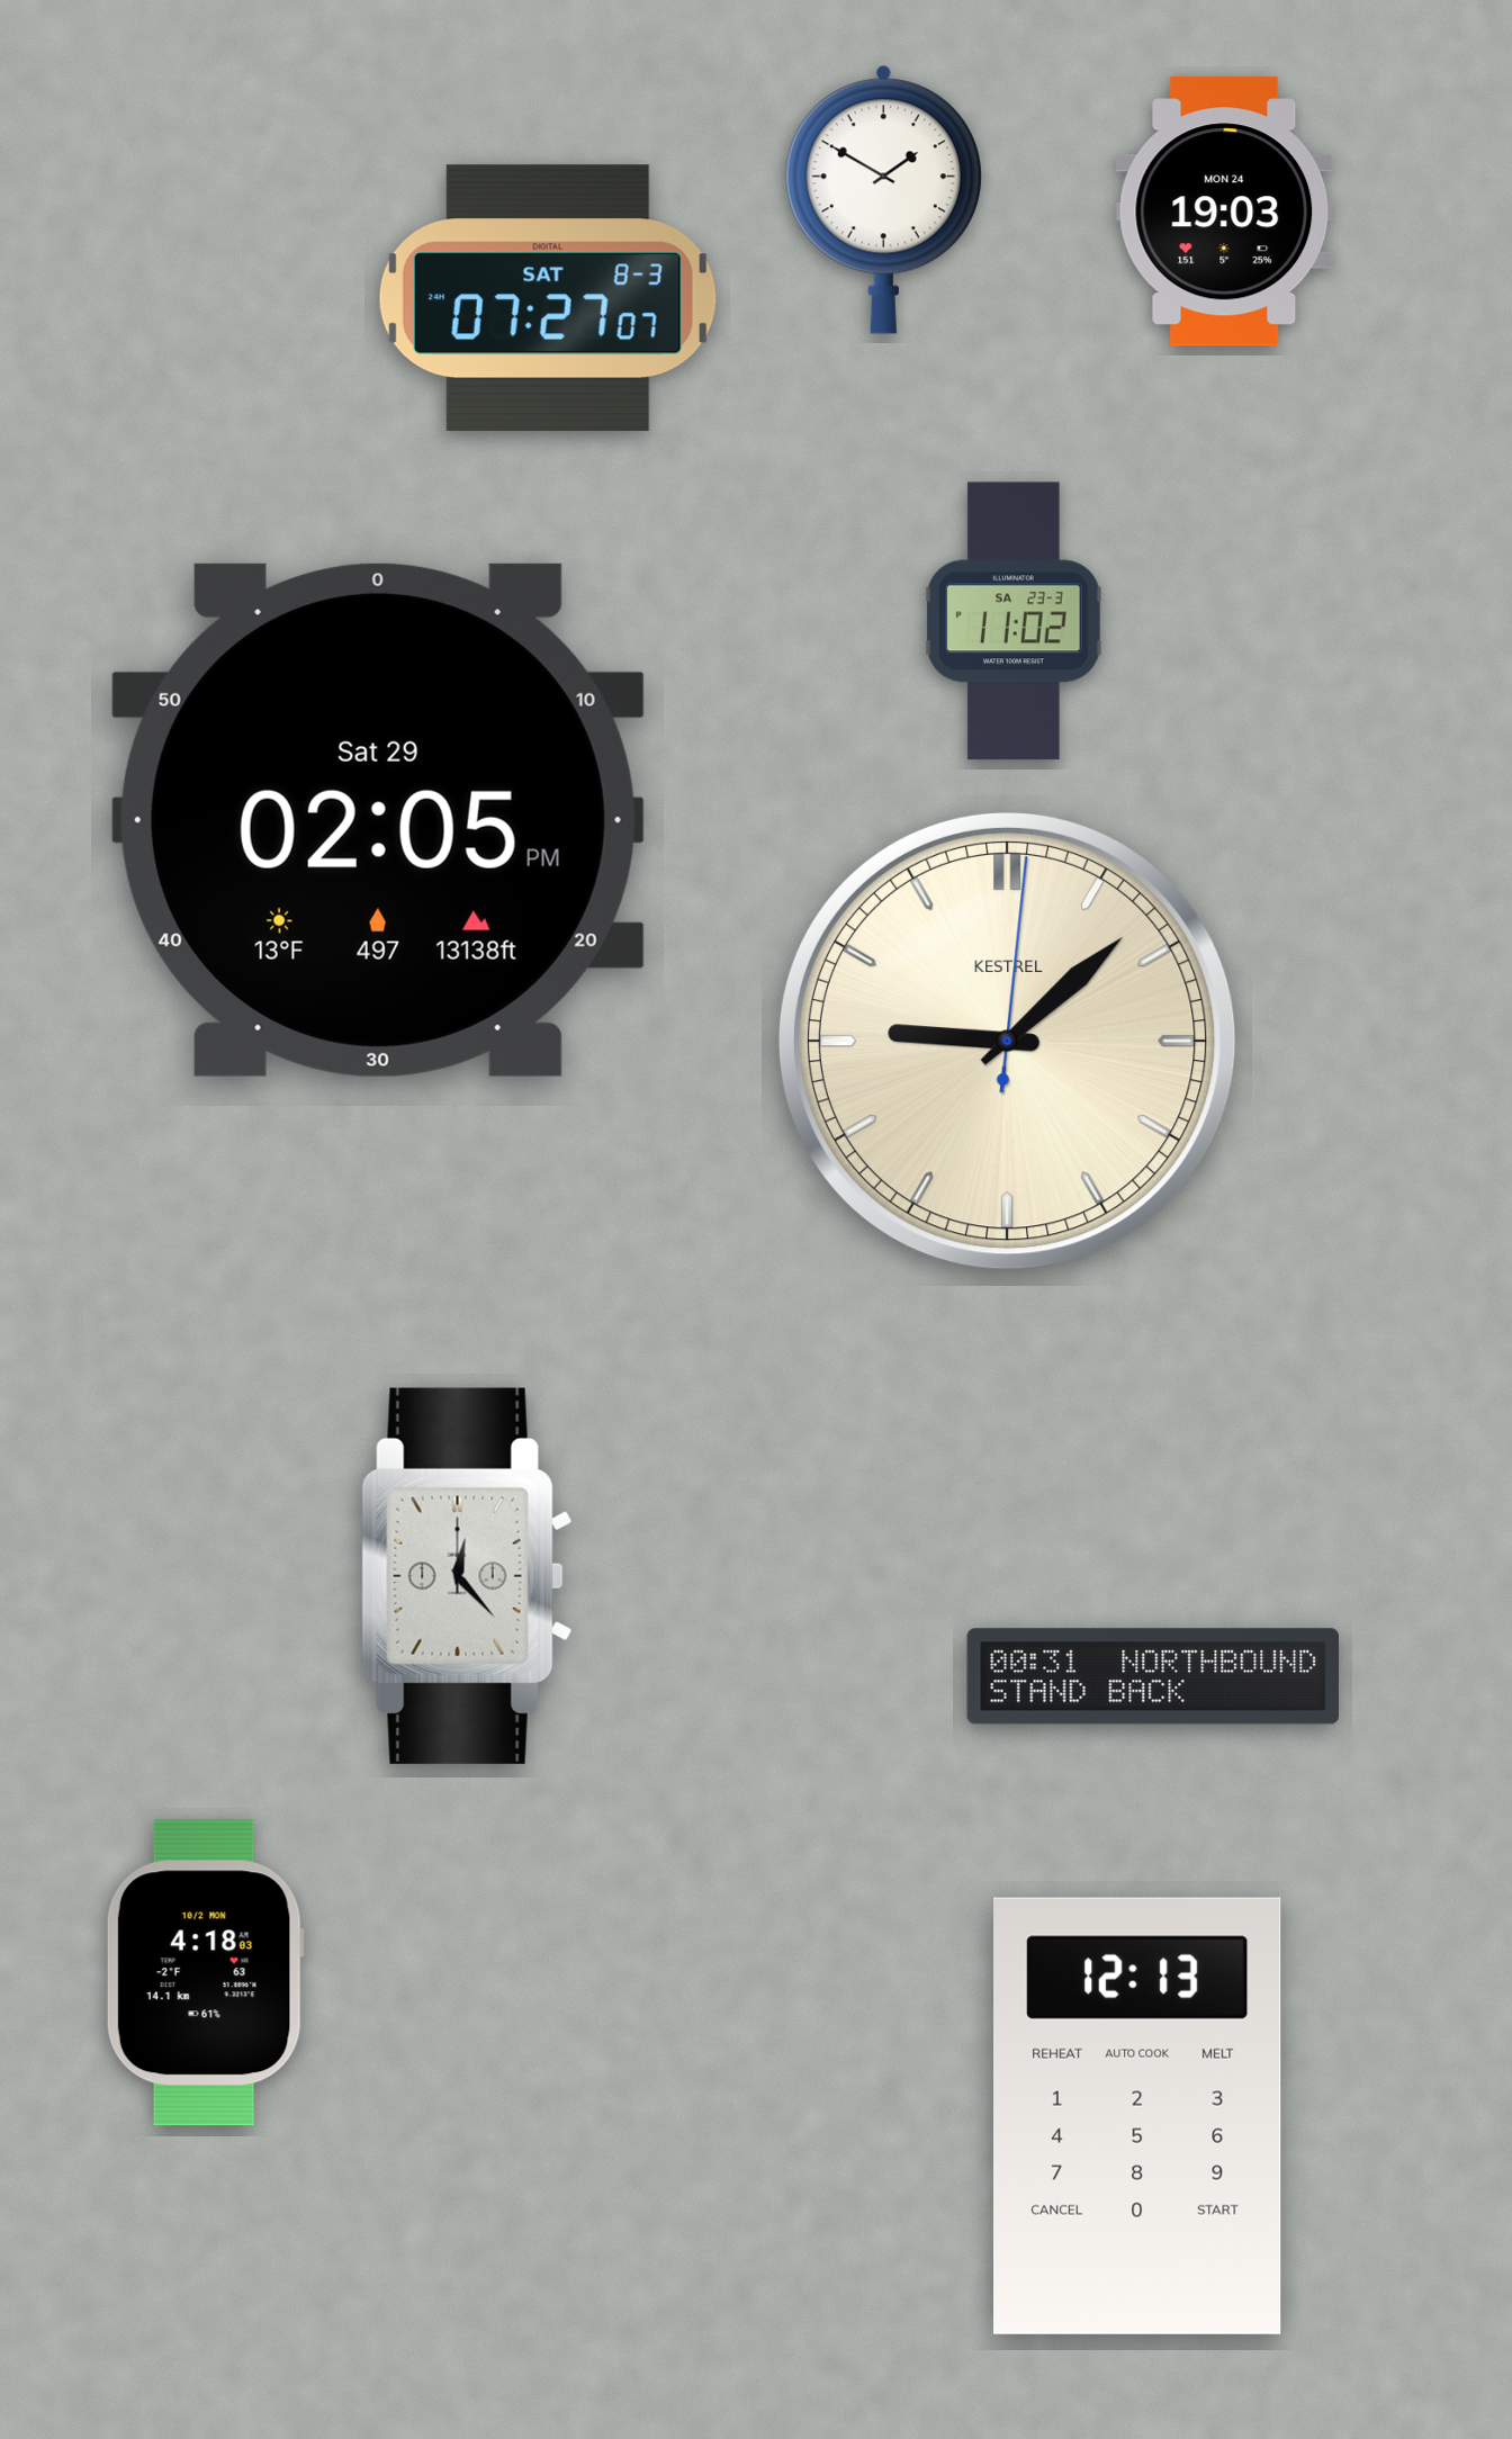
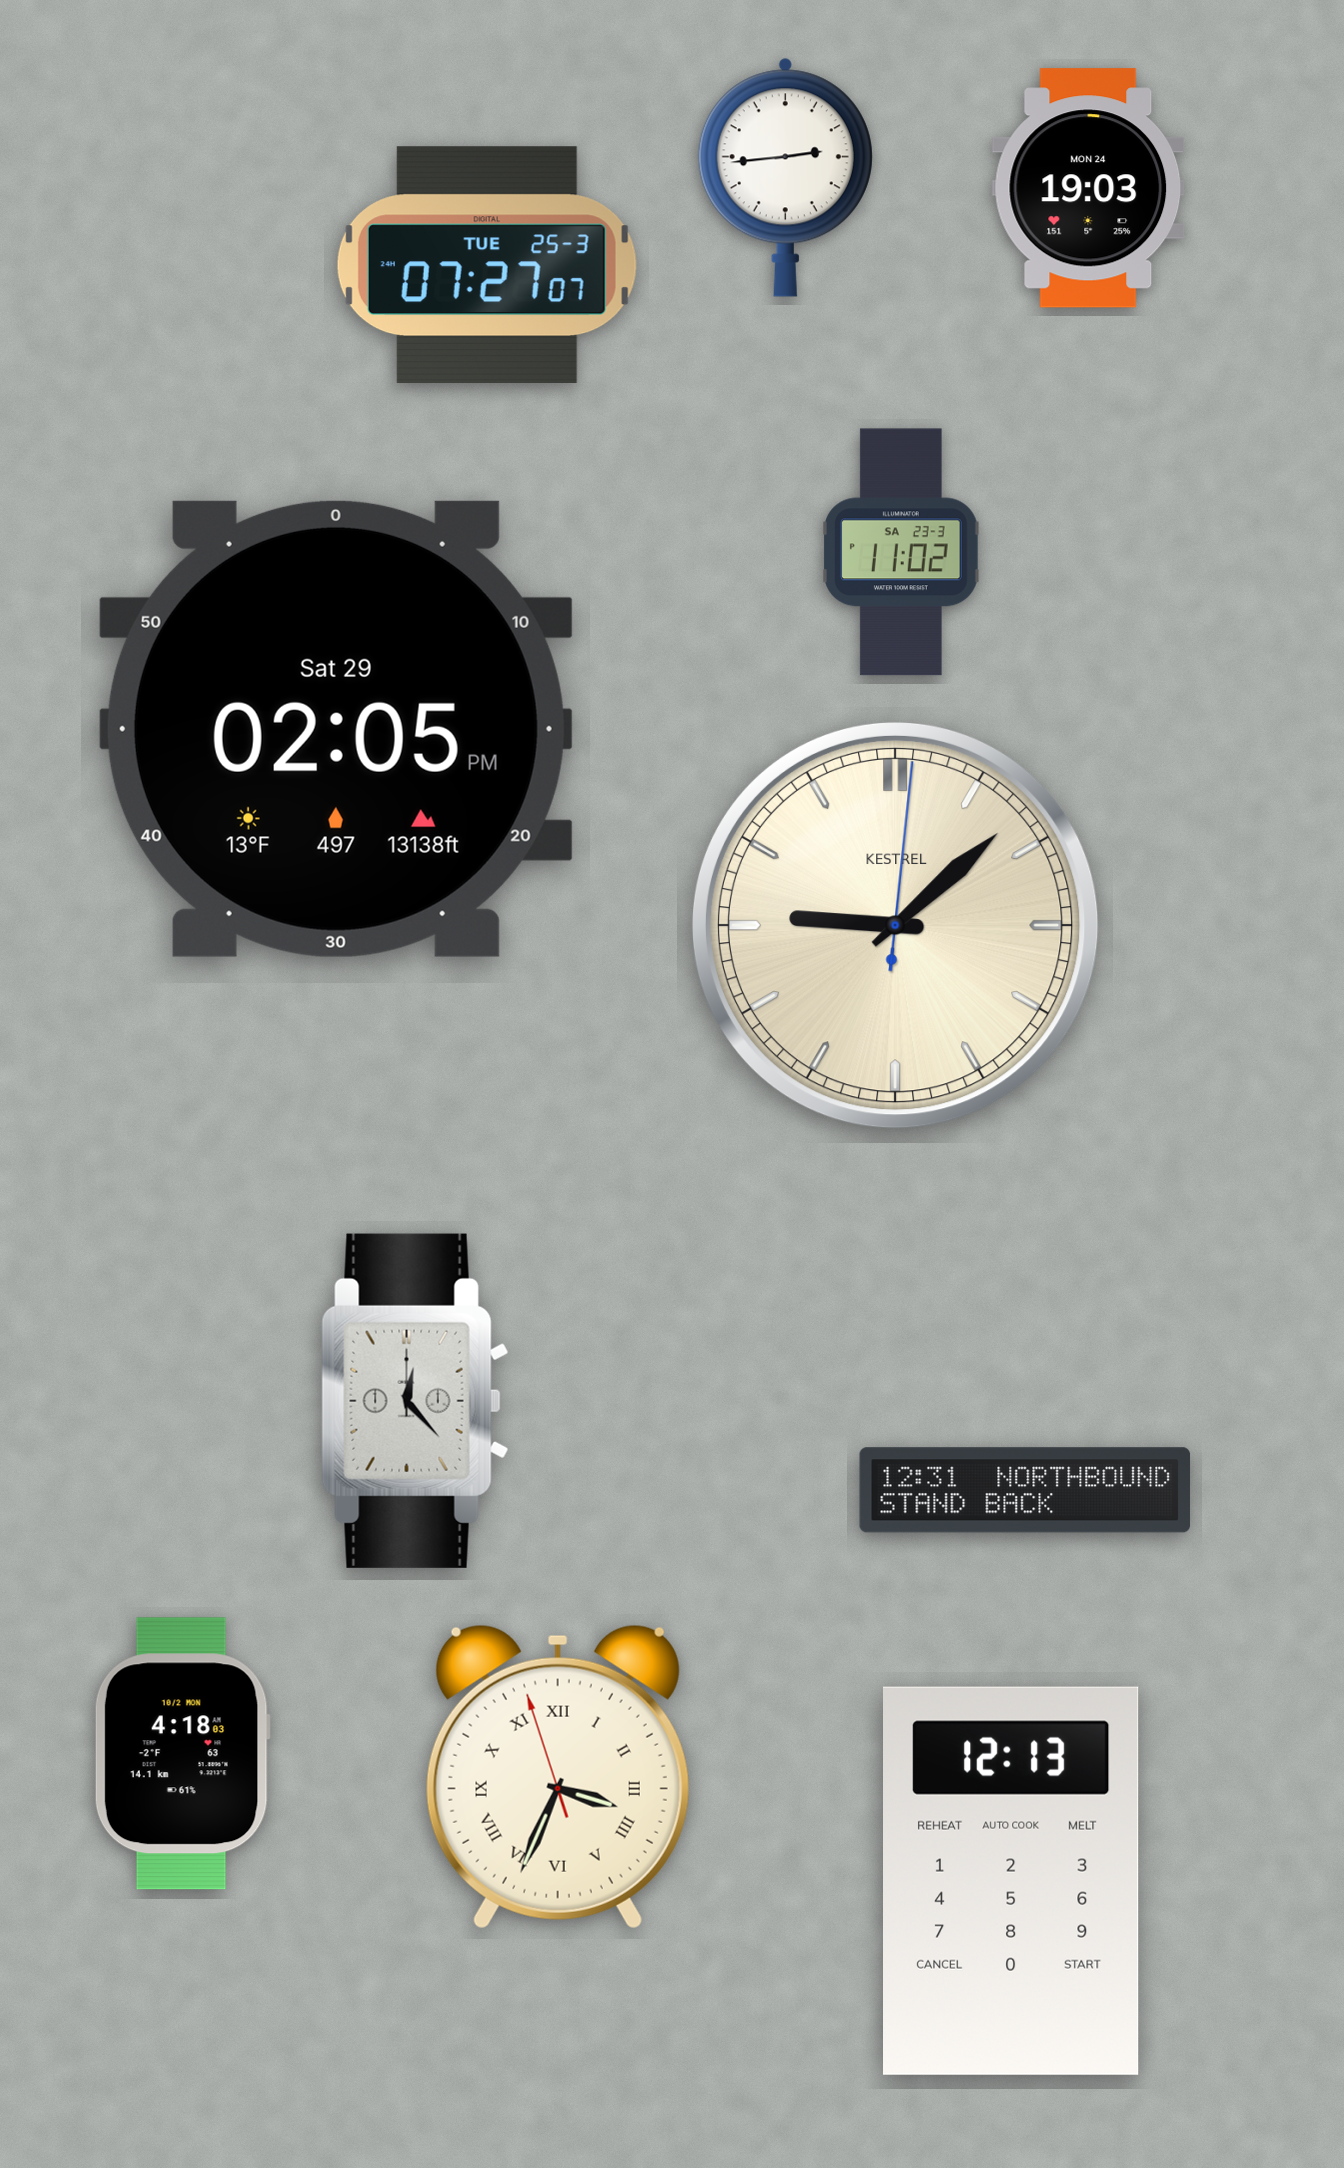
clock at (883, 199): 1:50 -> 2:44
clock at (548, 297) date: SAT 8-3 -> TUE 25-3
clock at (1153, 1676): 00:31 -> 12:31
clock at (558, 1777): none -> 3:33
